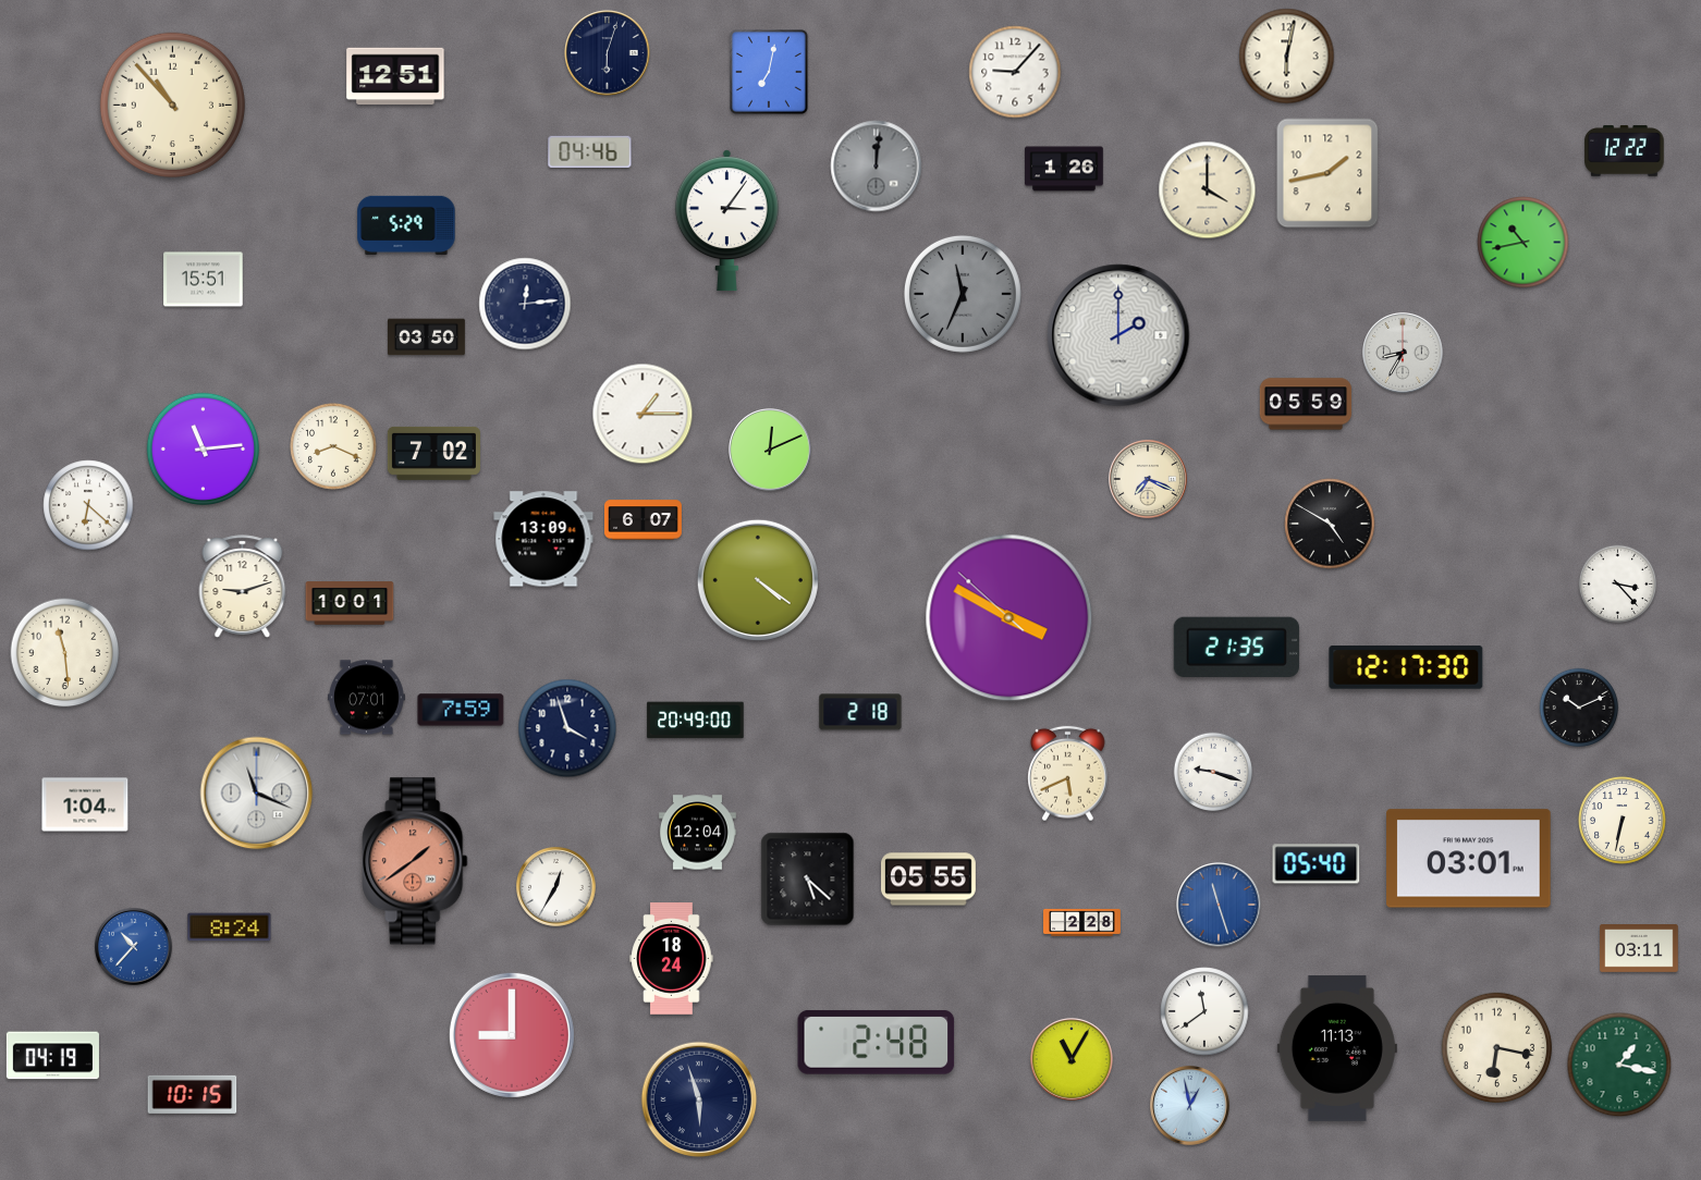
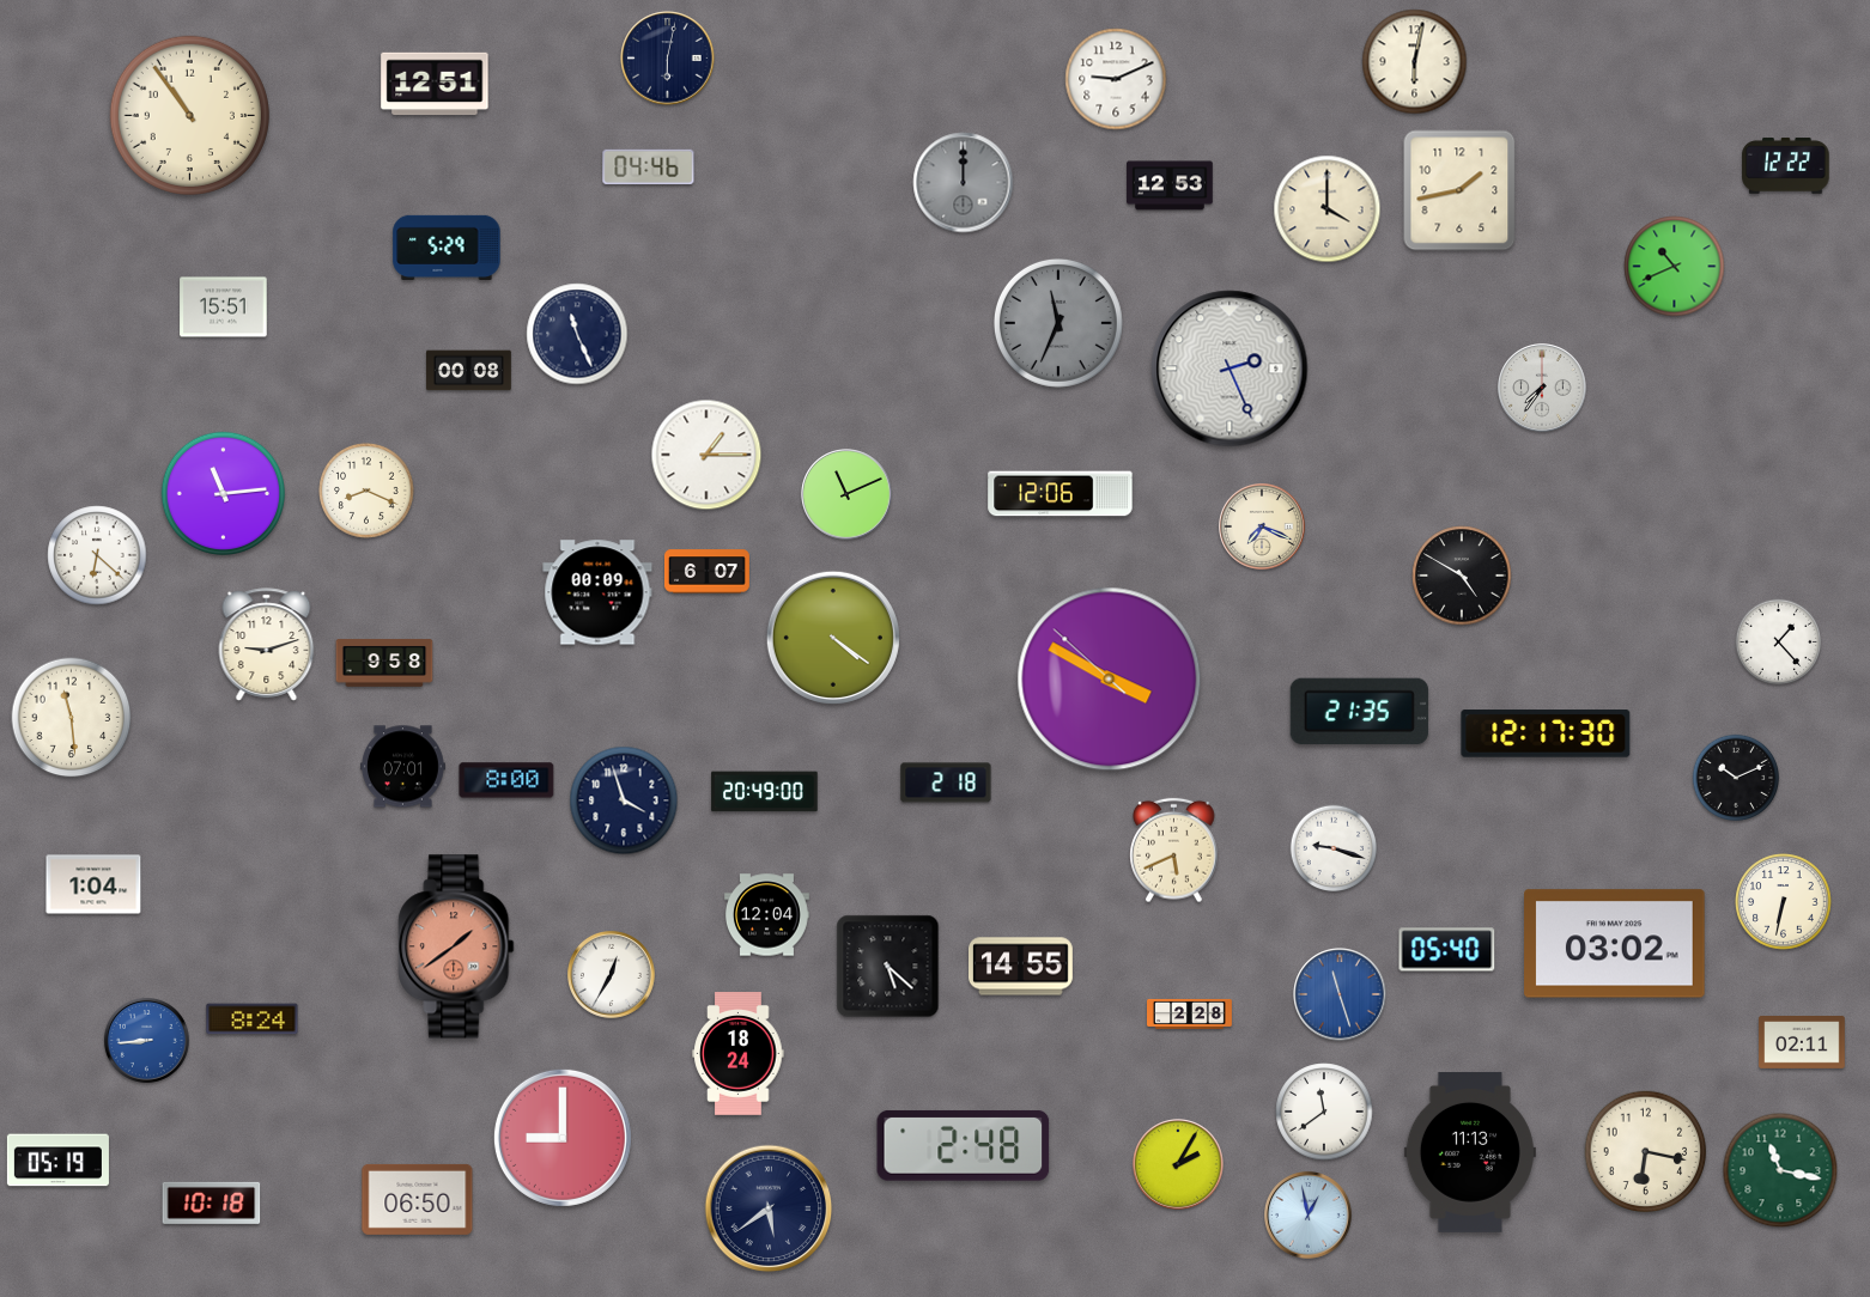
clock at (608, 53): 6:03 -> 6:02
clock at (770, 72): 7:02 -> none
clock at (1015, 72): 9:07 -> 9:11
clock at (172, 105): 10:53 -> 10:54
clock at (877, 167): 12:01 -> 12:00
clock at (1064, 169): 1:26 -> 12:53
clock at (726, 221): 3:06 -> none
clock at (1523, 243): 10:43 -> 10:41
clock at (525, 304): 12:14 -> 11:26
clock at (1118, 335): 2:00 -> 2:26
clock at (426, 337): 03:50 -> 00:08
clock at (1403, 353): 8:35 -> 7:36
clock at (1306, 404): 05:59 -> none
clock at (770, 450): 12:11 -> 11:11
clock at (1061, 494): none -> 12:06
clock at (433, 453): 7:02 -> none
clock at (543, 539): 13:09 -> 00:09
clock at (1618, 585): 3:23 -> 1:23
clock at (350, 603): 10:01 -> 9:58
clock at (461, 710): 7:59 -> 8:00
clock at (257, 794): 11:19 -> none
clock at (1469, 859): 03:01 -> 03:02
clock at (929, 880): 05:55 -> 14:55
clock at (133, 946): 10:37 -> 8:44
clock at (1639, 949): 03:11 -> 02:11
clock at (52, 1056): 04:19 -> 05:19
clock at (1072, 1059): 11:05 -> 2:05
clock at (1619, 1065): 1:17 -> 11:17
clock at (418, 1199): none -> 06:50
clock at (193, 1094): 10:15 -> 10:18
clock at (699, 1099): 5:57 -> 5:39
